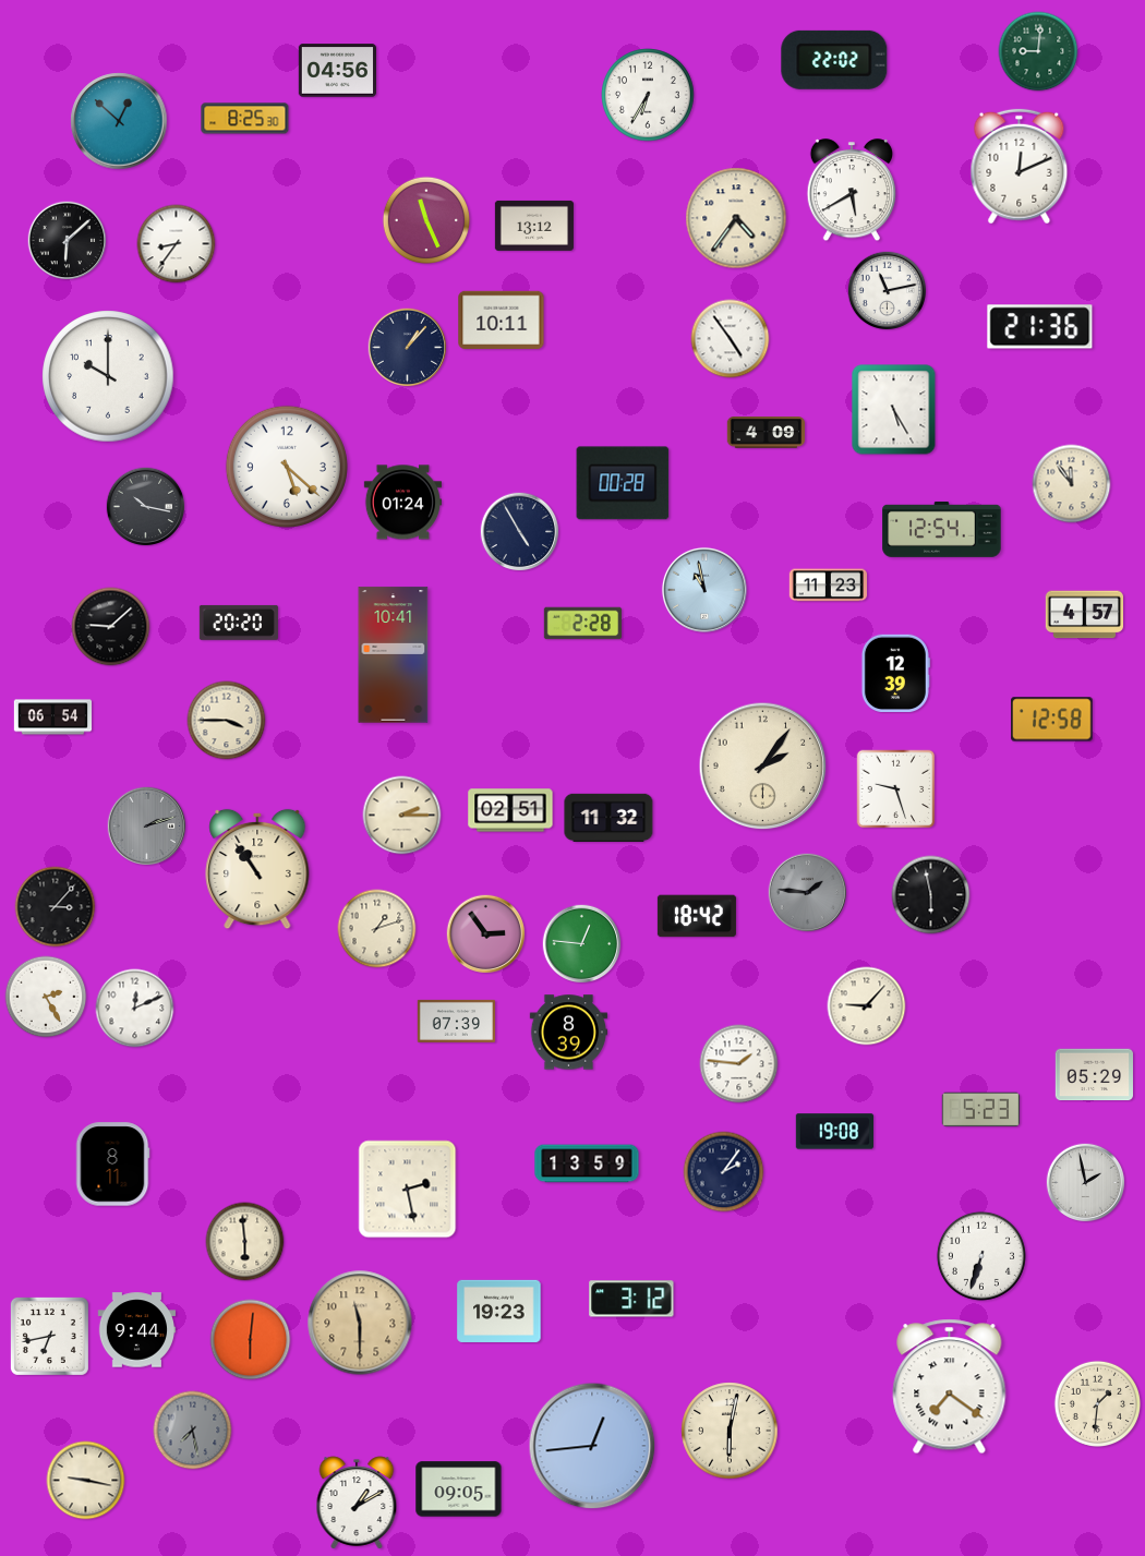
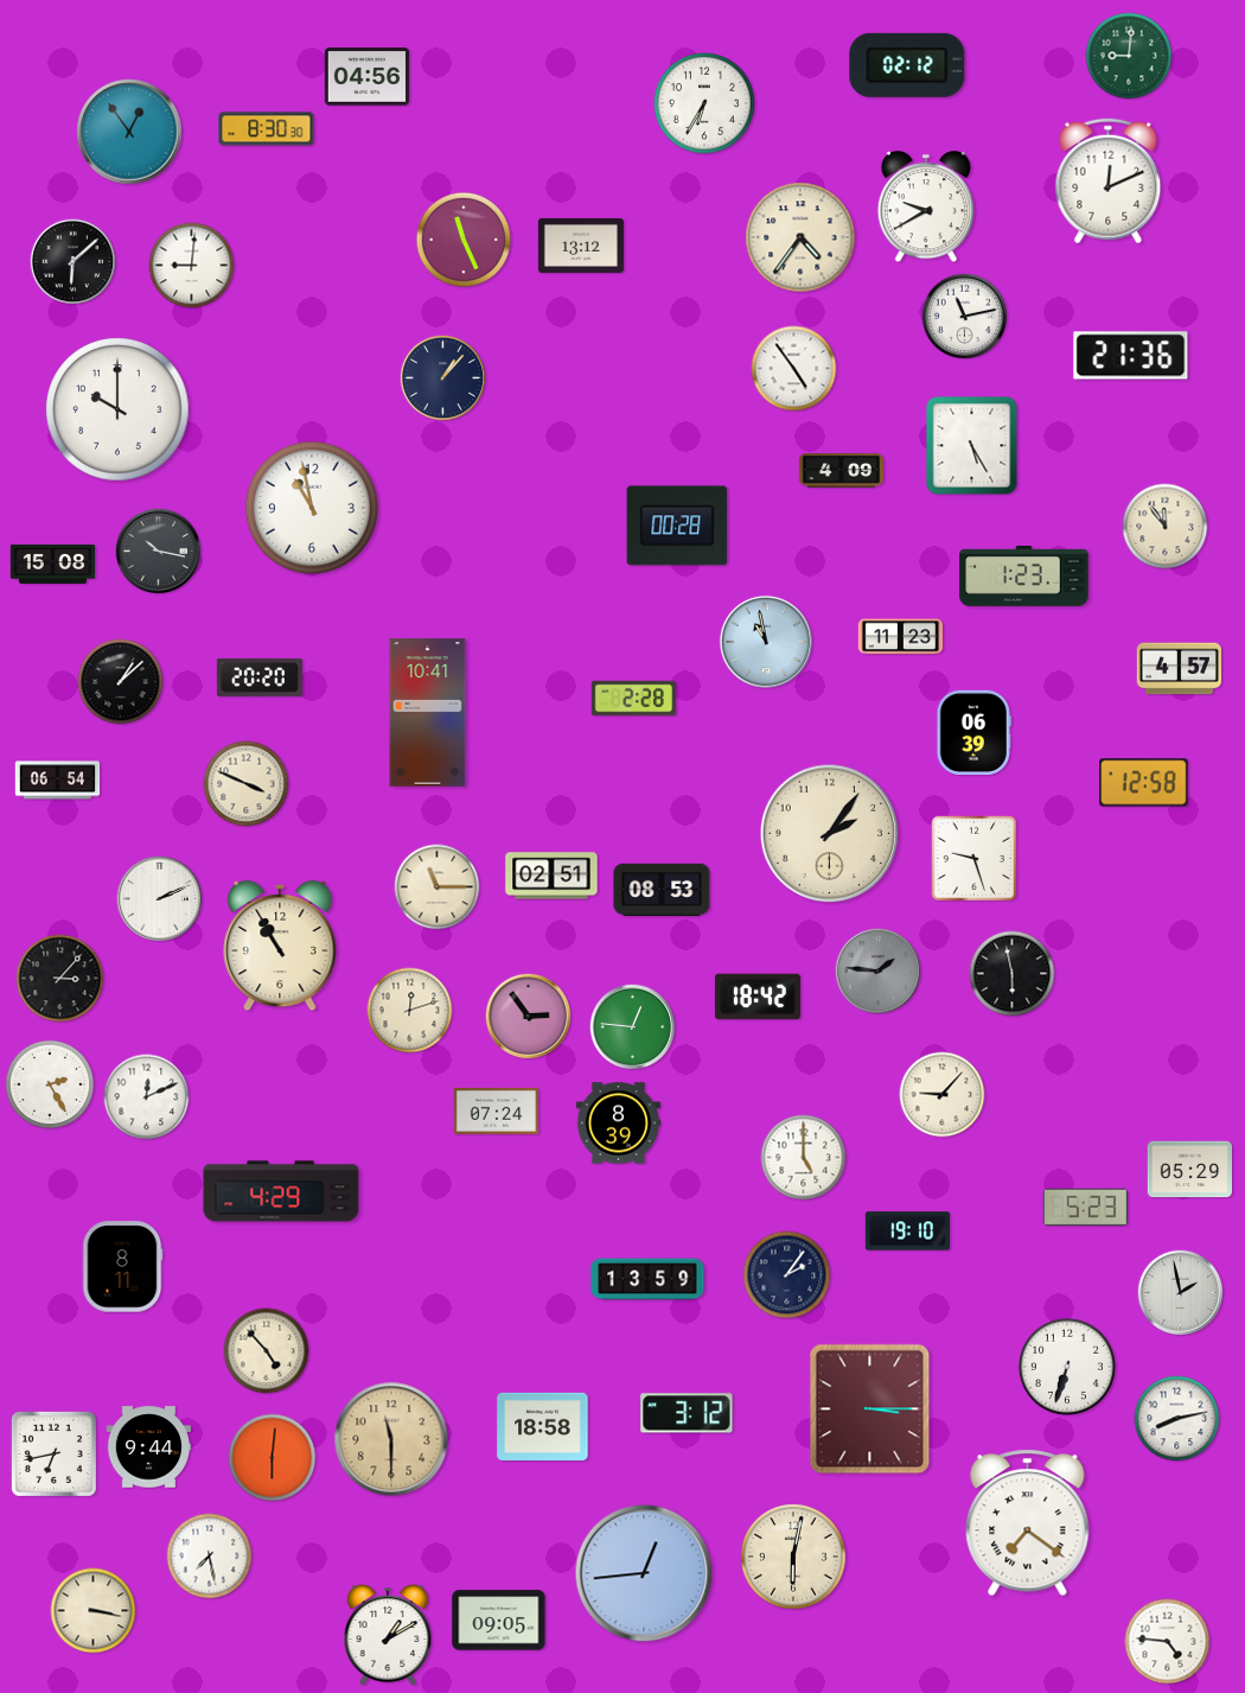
clock at (834, 60): 22:02 -> 02:12
clock at (245, 119): 8:25 -> 8:30
clock at (119, 121): 12:52 -> 12:54
clock at (851, 191): 5:40 -> 9:40
clock at (177, 244): 8:36 -> 9:01
clock at (502, 319): 10:11 -> none
clock at (767, 433) position: (767, 433) -> (842, 471)
clock at (287, 467): 5:22 -> 10:58
clock at (402, 503): 01:24 -> none
clock at (53, 564): none -> 15:08
clock at (942, 529): 12:54 -> 1:23
clock at (520, 532): 4:55 -> none
clock at (582, 624) position: (582, 624) -> (633, 699)
clock at (111, 627): 9:08 -> 1:08
clock at (895, 673): 12:39 -> 06:39
clock at (227, 721): 3:45 -> 3:49
clock at (510, 810) position: (510, 810) -> (551, 876)
clock at (402, 816): 2:15 -> 11:15
clock at (608, 817): 11:32 -> 08:53
clock at (147, 827): 2:12 -> 2:11
clock at (147, 827) dial: grey -> white
clock at (257, 869): 10:54 -> 10:55
clock at (56, 907) position: (56, 907) -> (60, 979)
clock at (377, 929): 1:12 -> 12:12
clock at (457, 1021): 07:39 -> 07:24
clock at (739, 1064): 1:46 -> 5:00
clock at (281, 1191): none -> 4:29
clock at (980, 1110) position: (980, 1110) -> (1085, 1208)
clock at (834, 1132): 19:08 -> 19:10
clock at (587, 1163) position: (587, 1163) -> (647, 1279)
clock at (1086, 1183) position: (1086, 1183) -> (1181, 1293)
clock at (408, 1190): 2:28 -> none
clock at (245, 1242): 5:59 -> 4:53
clock at (870, 1409): none -> 3:15
clock at (1177, 1419): none -> 8:13
clock at (499, 1311): 19:23 -> 18:58
clock at (950, 1387) position: (950, 1387) -> (1028, 1523)
clock at (1097, 1403): 1:31 -> none
clock at (193, 1431) dial: grey -> white
clock at (86, 1481): 9:17 -> 3:17
clock at (1168, 1642): none -> 4:46
